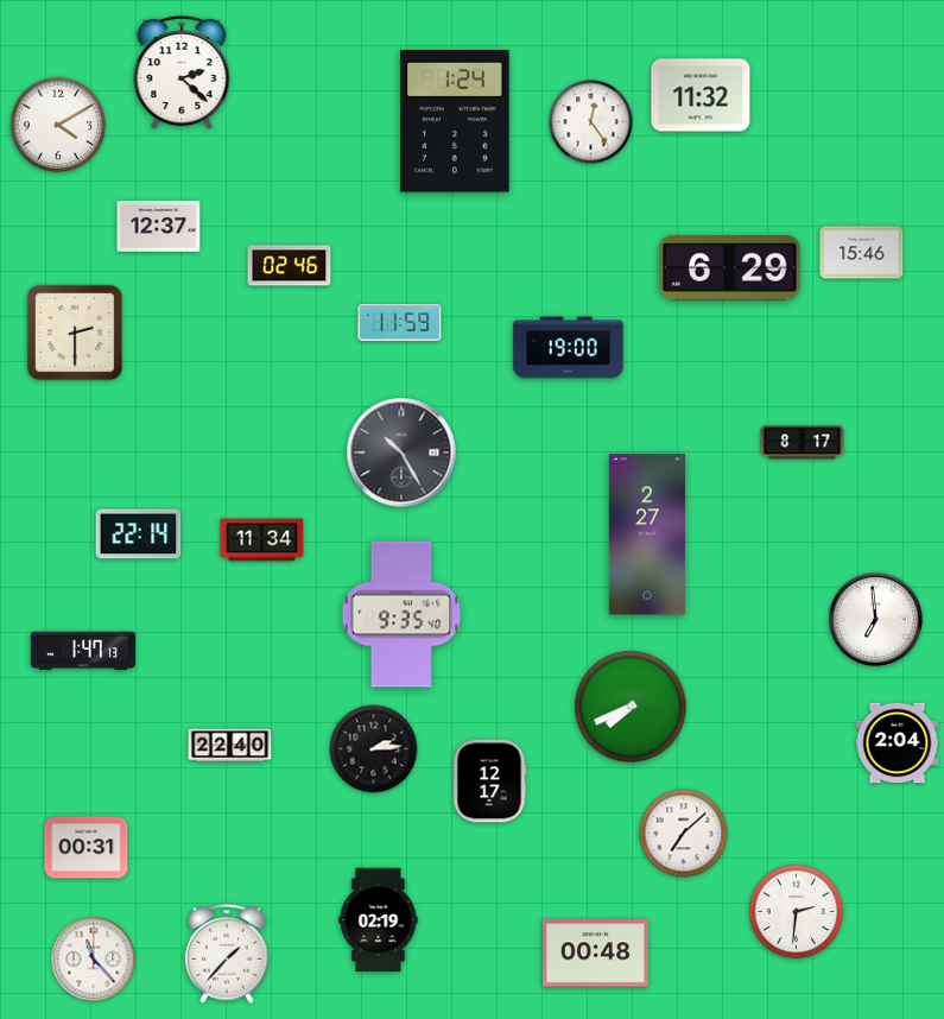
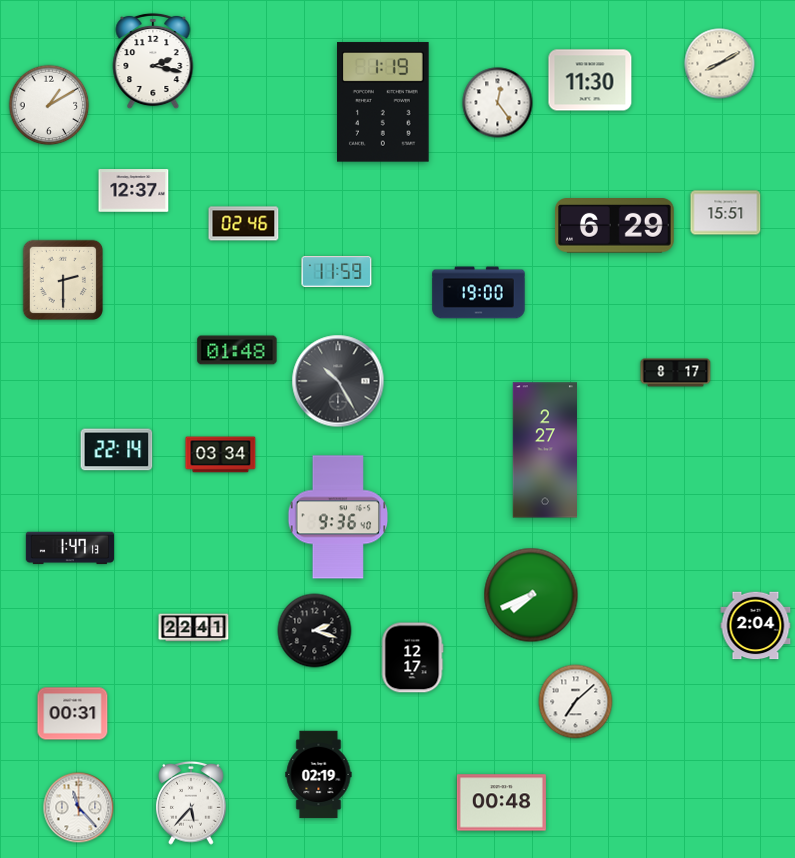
clock at (182, 72): 2:22 -> 2:17
clock at (720, 64): none -> 8:10
clock at (701, 95): 11:32 -> 11:30
clock at (456, 121): 1:24 -> 1:19
clock at (58, 125): 4:10 -> 1:10
clock at (862, 253): 15:46 -> 15:51
clock at (237, 350): none -> 01:48
clock at (262, 540): 11:34 -> 03:34
clock at (401, 614): 9:35 -> 9:36
clock at (876, 620): 6:59 -> none
clock at (230, 746): 22:40 -> 22:41
clock at (374, 749): 2:14 -> 2:18
clock at (797, 912): 2:31 -> none
clock at (227, 954): 1:37 -> 5:37
